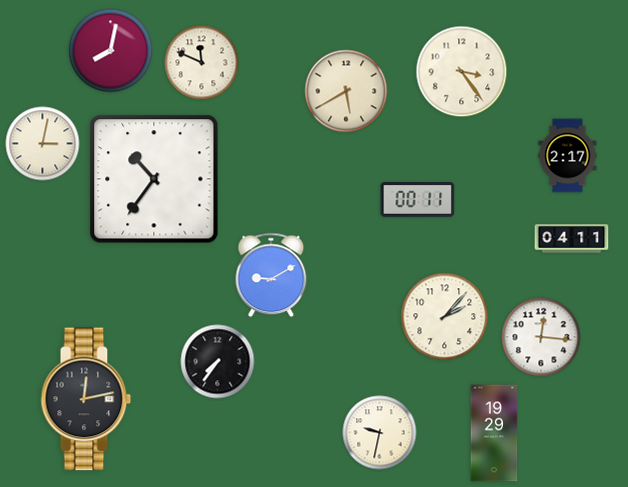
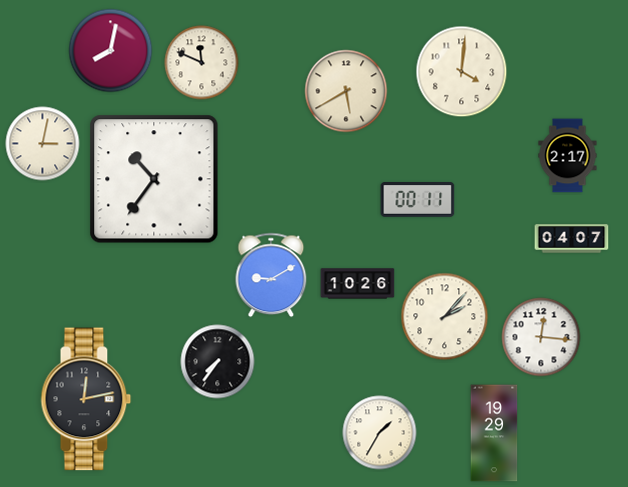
clock at (462, 72): 3:24 -> 4:01
clock at (572, 239): 04:11 -> 04:07
clock at (358, 284): none -> 10:26
clock at (380, 433): 9:32 -> 1:35
